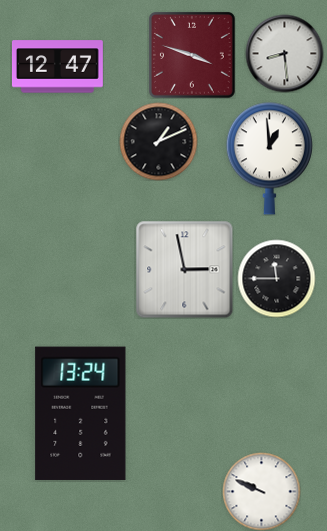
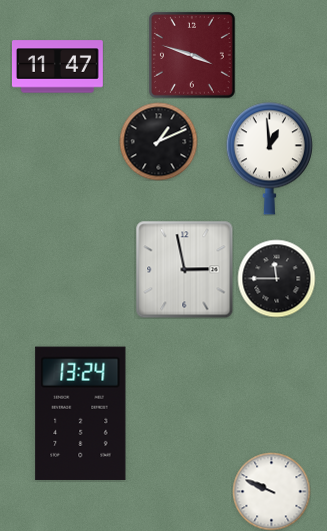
clock at (284, 53): 8:29 -> none
clock at (57, 67): 12:47 -> 11:47
clock at (261, 491) position: (261, 491) -> (271, 491)
